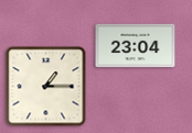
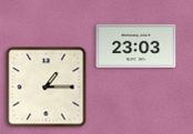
clock at (136, 46): 23:04 -> 23:03
